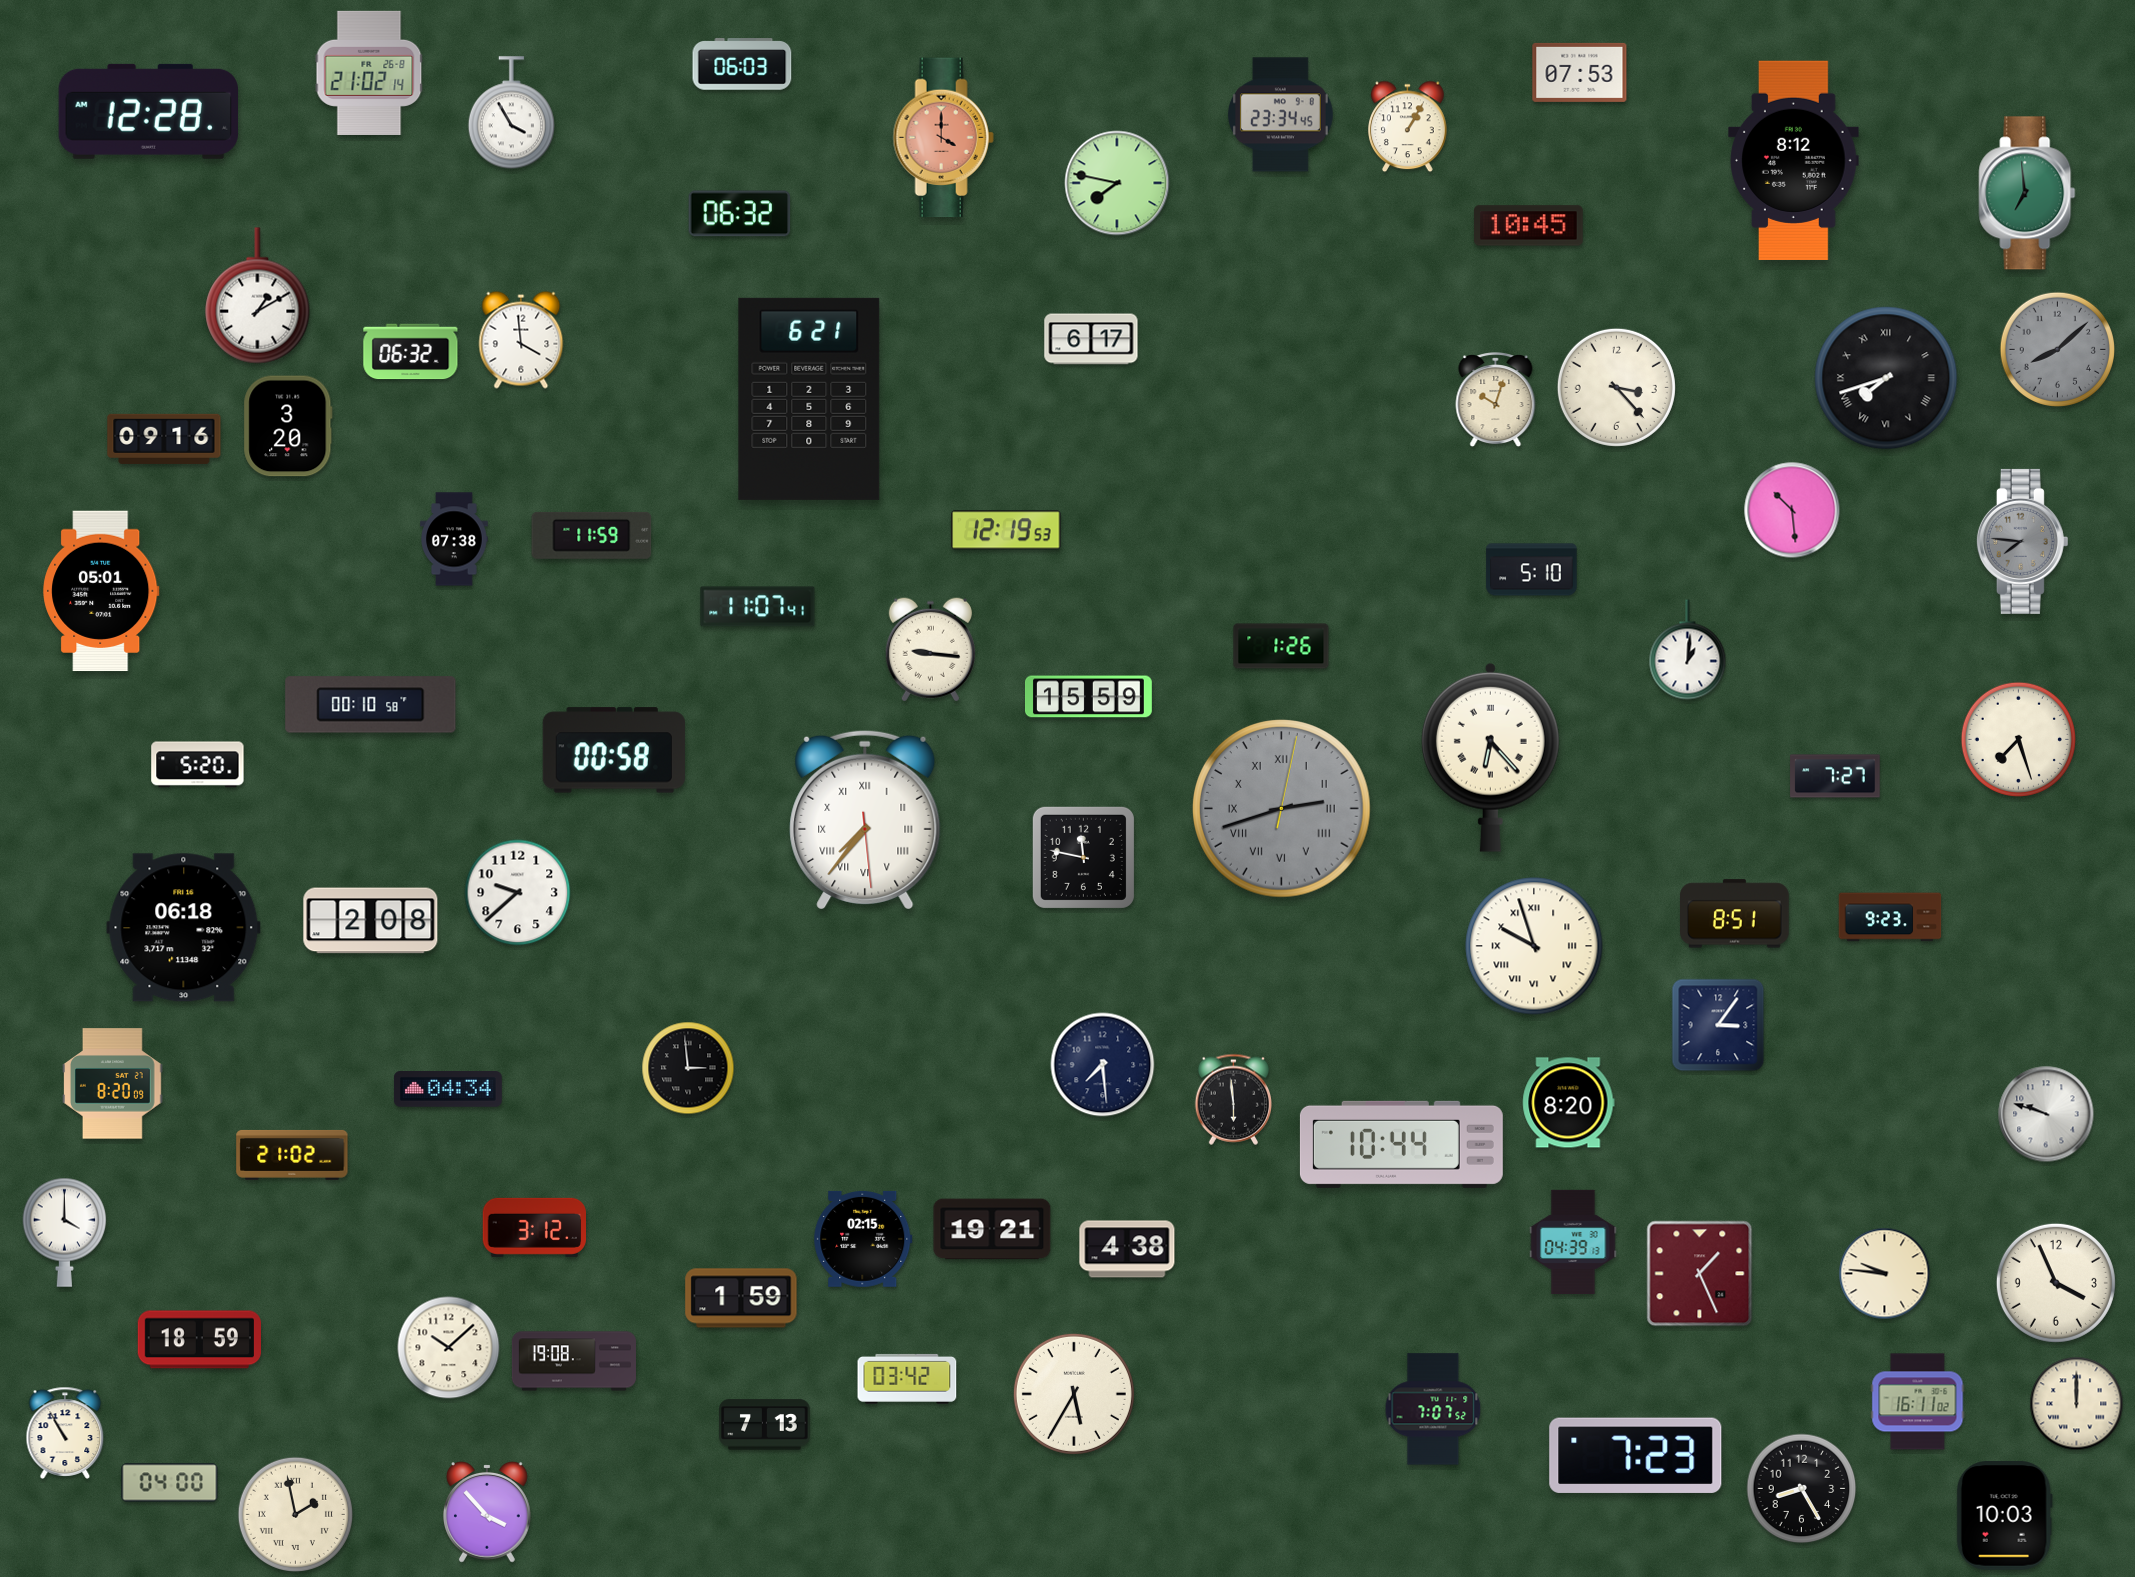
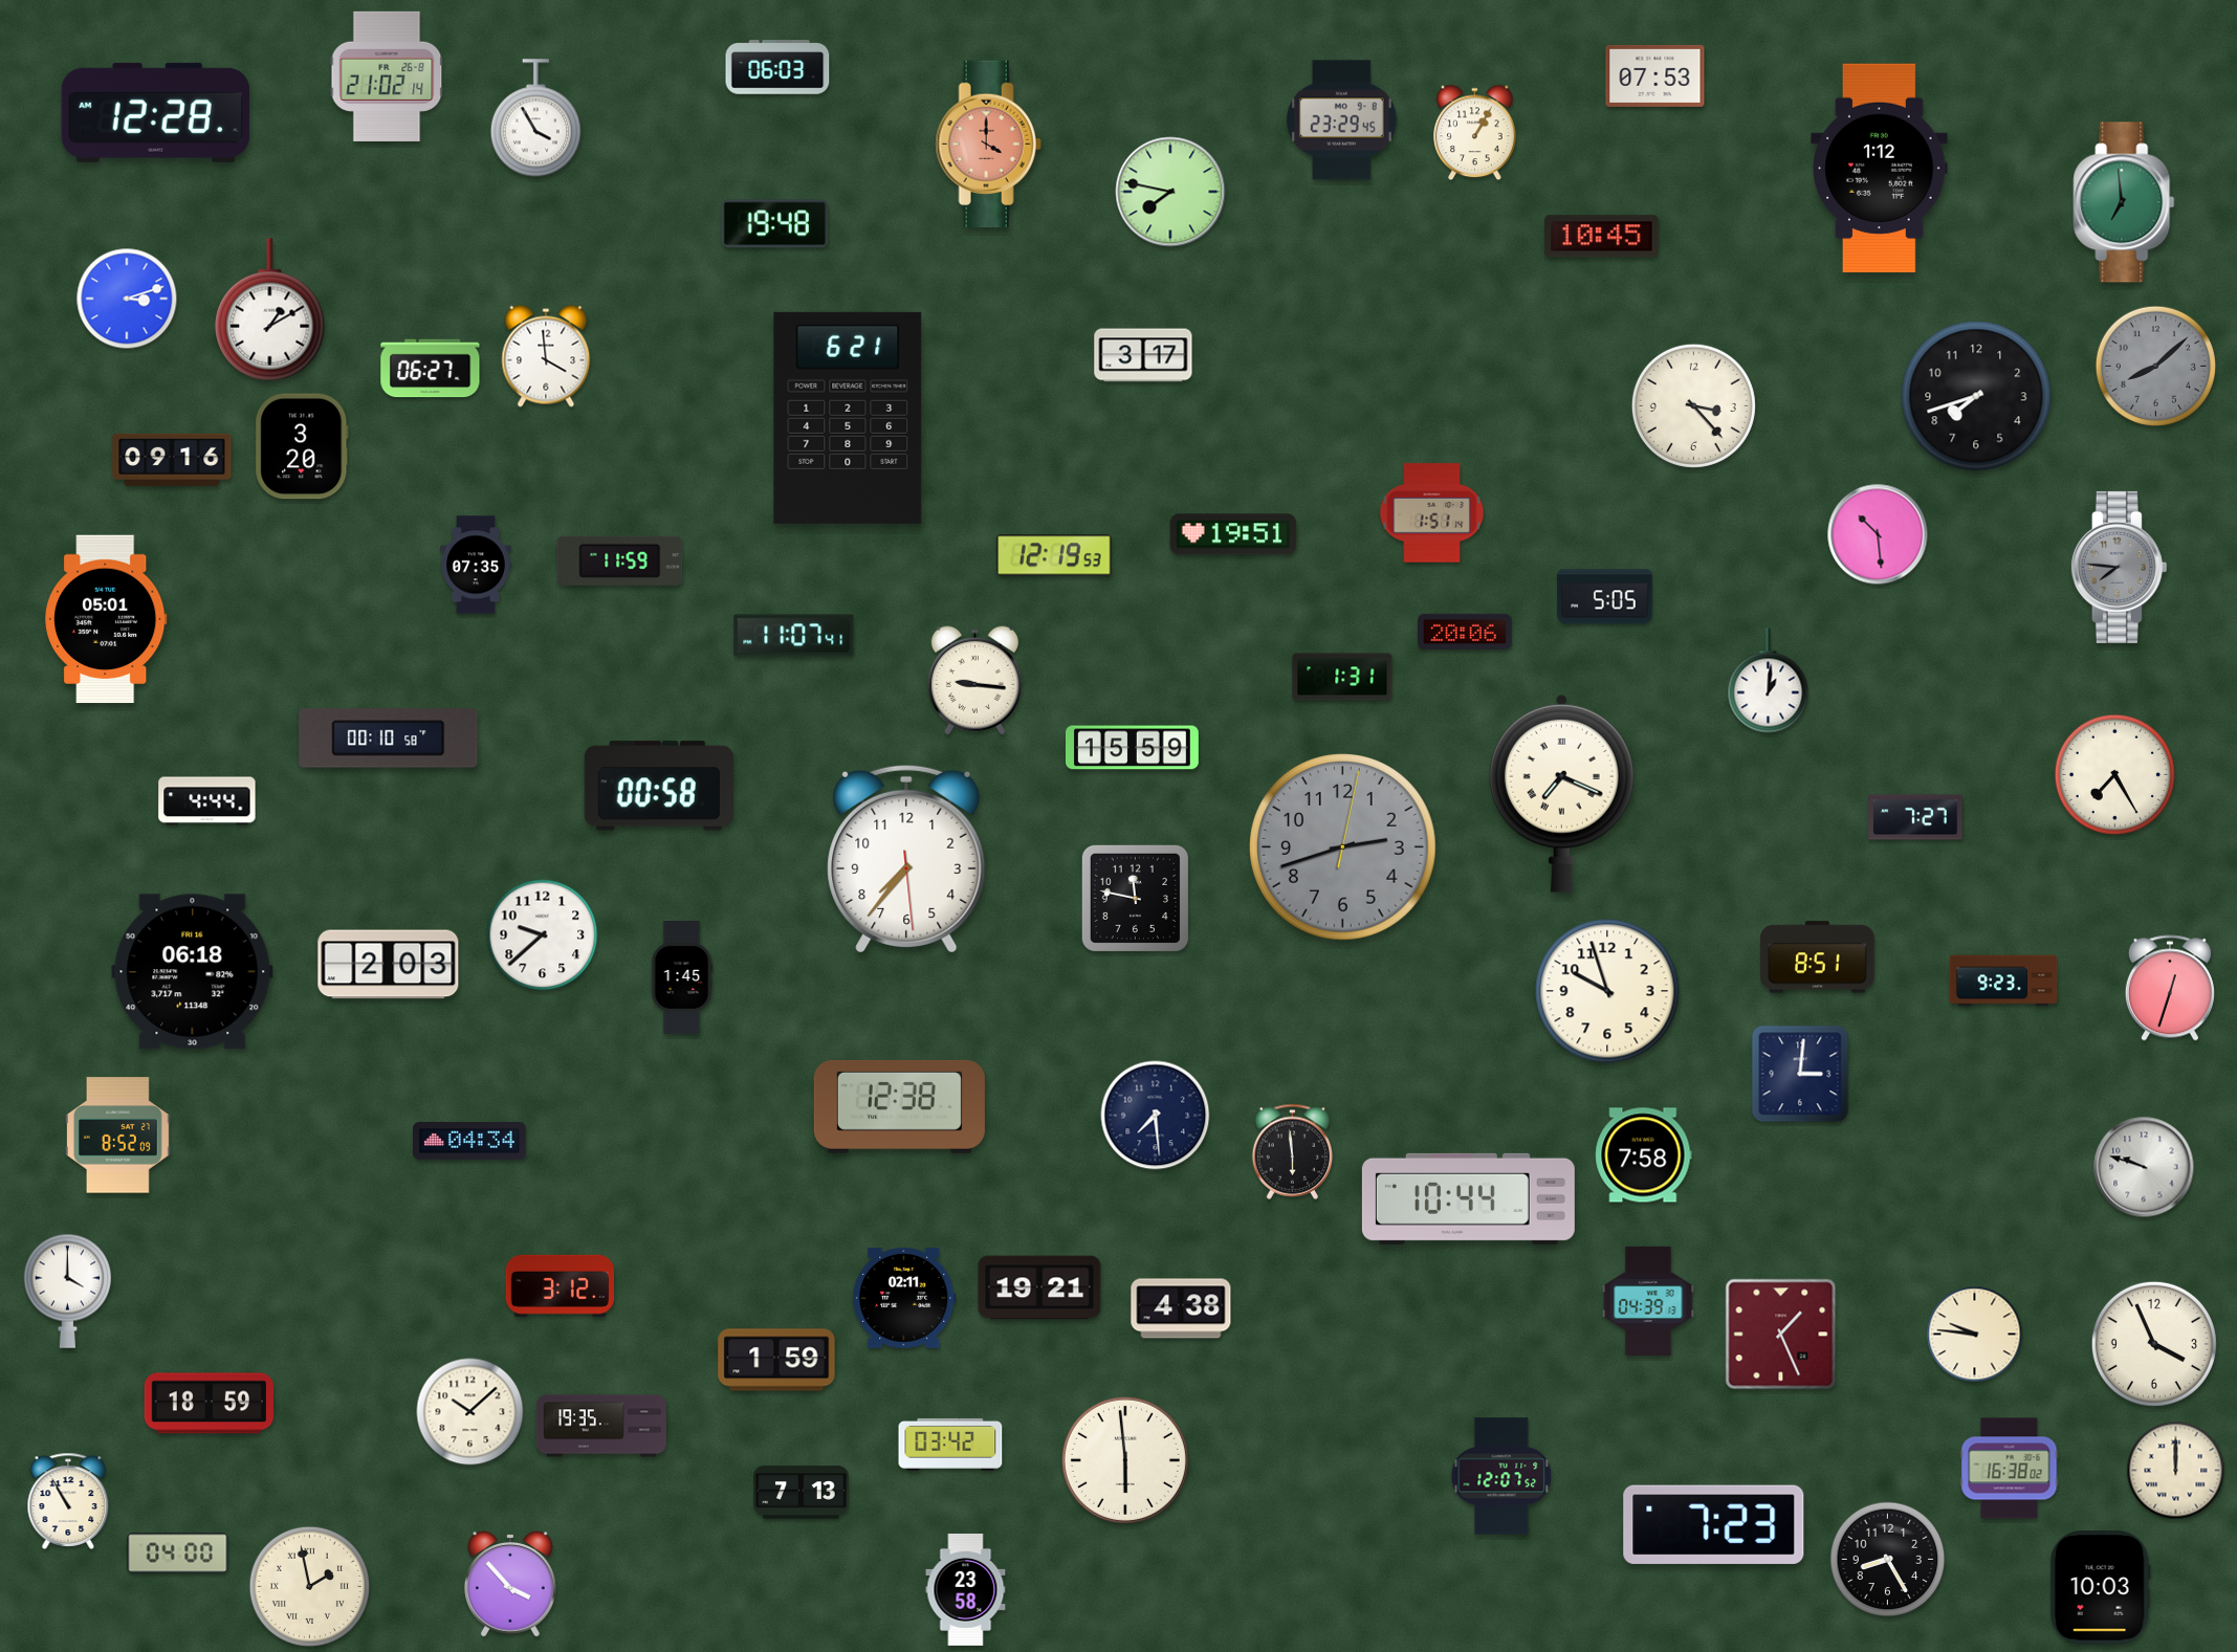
clock at (148, 111) position: (148, 111) -> (155, 112)
clock at (1280, 115): 23:34 -> 23:29
clock at (1794, 160): 8:12 -> 1:12
clock at (740, 214): 06:32 -> 19:48
clock at (127, 299): none -> 3:12
clock at (1091, 339): 6:17 -> 3:17
clock at (411, 352): 06:32 -> 06:27
clock at (1886, 378) numerals: Roman -> Arabic
clock at (1496, 400): 10:03 -> none
clock at (1432, 513): none -> 1:51
clock at (1233, 534): none -> 19:51
clock at (455, 539): 07:38 -> 07:35
clock at (1532, 570): 5:10 -> 5:05
clock at (1465, 632): none -> 20:06
clock at (1281, 646): 1:26 -> 1:31
clock at (1089, 697) position: (1089, 697) -> (1133, 748)
clock at (2018, 739): 7:27 -> 7:25
clock at (614, 750) position: (614, 750) -> (659, 786)
clock at (1490, 757): 6:23 -> 7:19
clock at (198, 765): 5:20 -> 4:44
clock at (1835, 776) position: (1835, 776) -> (1915, 817)
clock at (1282, 809) numerals: Roman -> Arabic
clock at (865, 820) numerals: Roman -> Arabic
clock at (1890, 917) position: (1890, 917) -> (2003, 981)
clock at (371, 921): 2:08 -> 2:03
clock at (682, 978): none -> 1:45
clock at (2170, 988): none -> 12:33
clock at (1534, 946) numerals: Roman -> Arabic
clock at (1718, 1025): 3:06 -> 3:01
clock at (899, 1106): none -> 12:38
clock at (688, 1068): 2:59 -> none
clock at (113, 1084): 8:20 -> 8:52
clock at (1569, 1103): 8:20 -> 7:58
clock at (292, 1155): 21:02 -> none
clock at (863, 1239): 02:15 -> 02:11
clock at (574, 1361): 19:08 -> 19:35
clock at (1074, 1394): 5:35 -> 5:59
clock at (1918, 1402): 16:11 -> 16:38
clock at (1433, 1409): 7:07 -> 12:07
clock at (966, 1589): none -> 23:58
